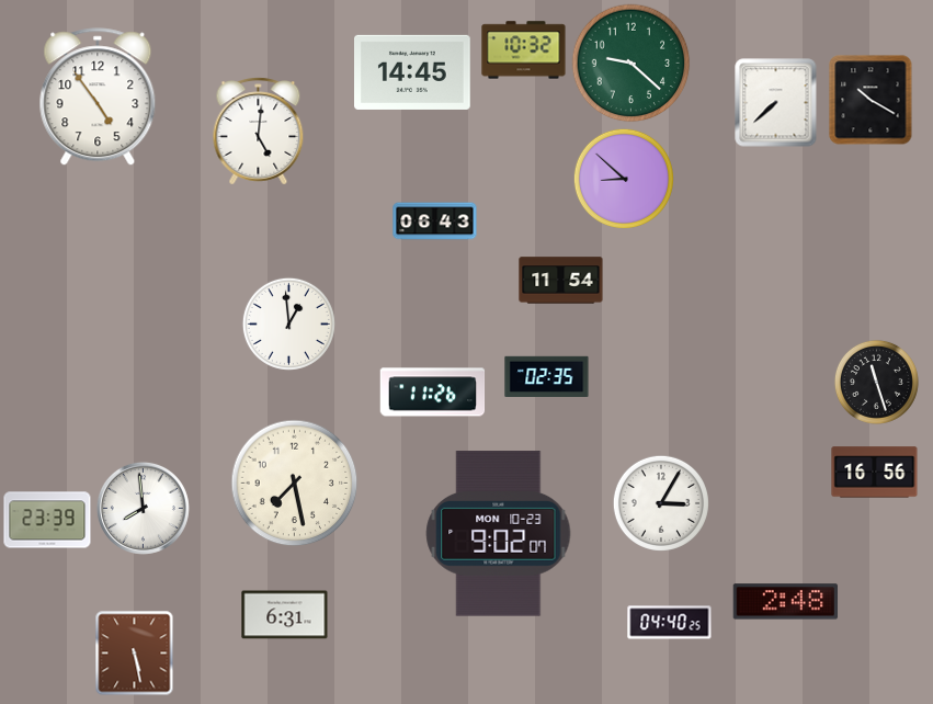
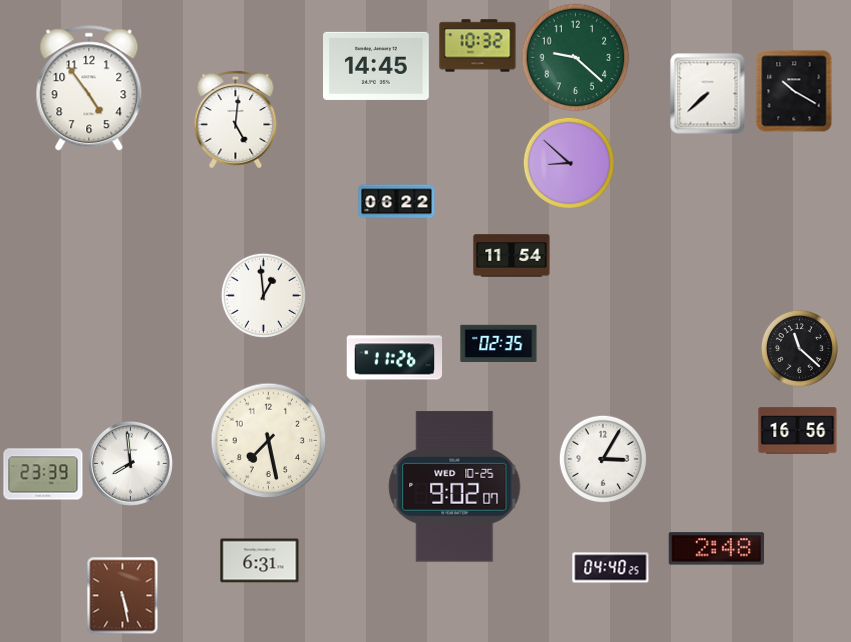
clock at (435, 222): 06:43 -> 06:22
clock at (876, 382): 11:27 -> 11:22
clock at (499, 534) date: MON 10-23 -> WED 10-25
